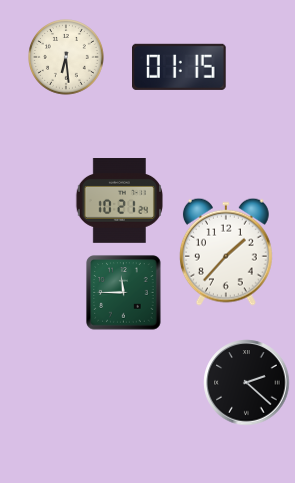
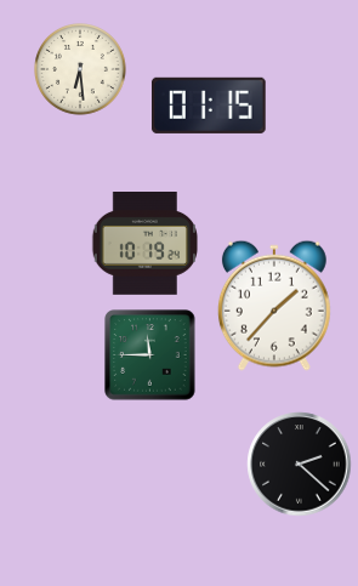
clock at (180, 67) position: (180, 67) -> (210, 106)
clock at (119, 201): 10:21 -> 10:19
